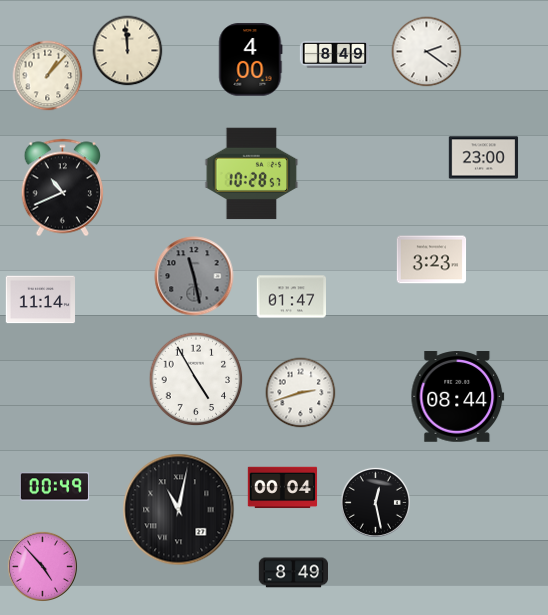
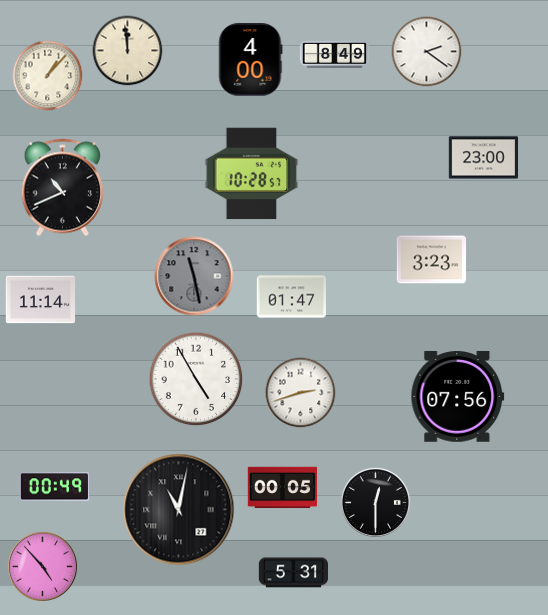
clock at (458, 397): 08:44 -> 07:56
clock at (283, 488): 00:04 -> 00:05
clock at (375, 502): 12:28 -> 12:30
clock at (294, 573): 8:49 -> 5:31
